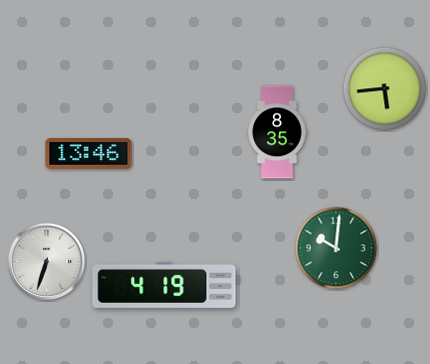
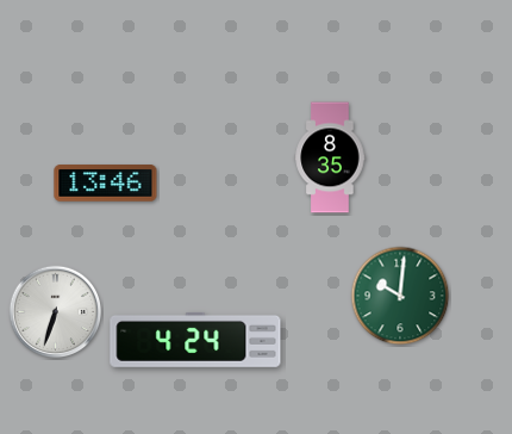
clock at (385, 89): 5:44 -> none
clock at (164, 285): 4:19 -> 4:24
